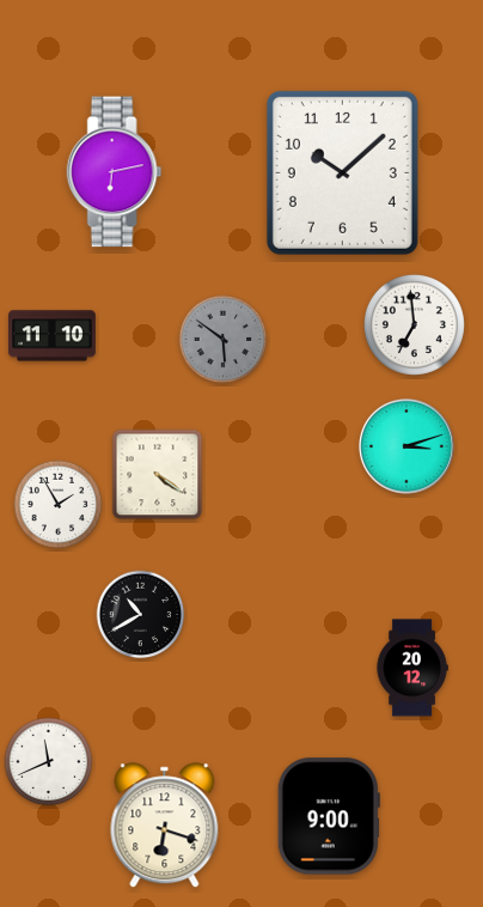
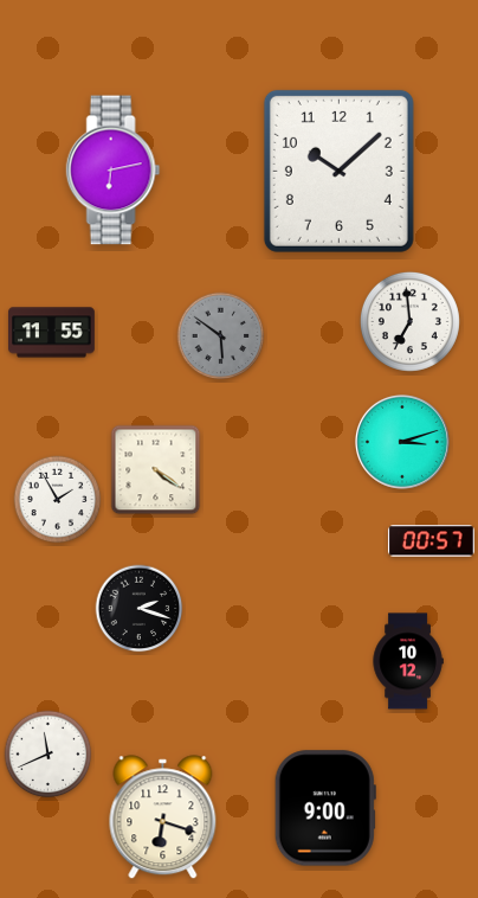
clock at (53, 336): 11:10 -> 11:55
clock at (431, 541): none -> 00:57
clock at (141, 615): 10:40 -> 2:18
clock at (412, 668): 20:12 -> 10:12
